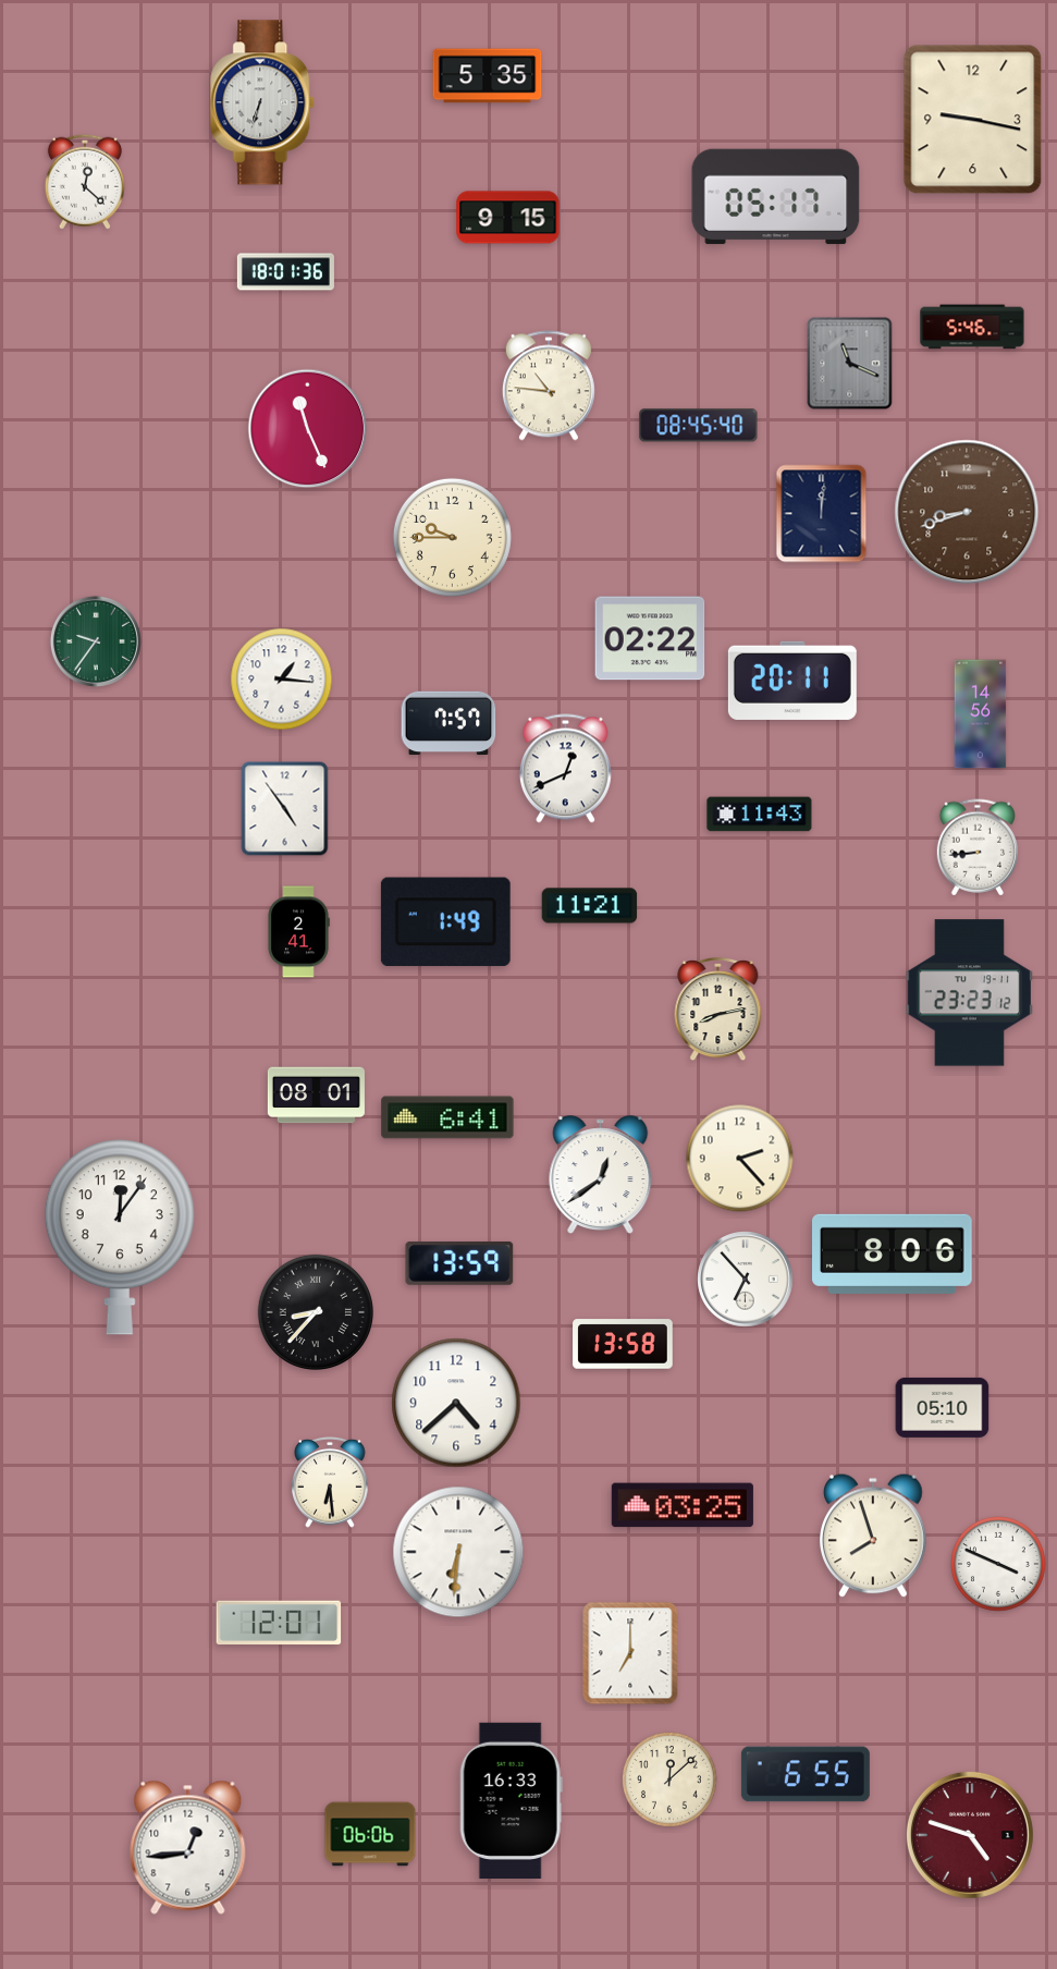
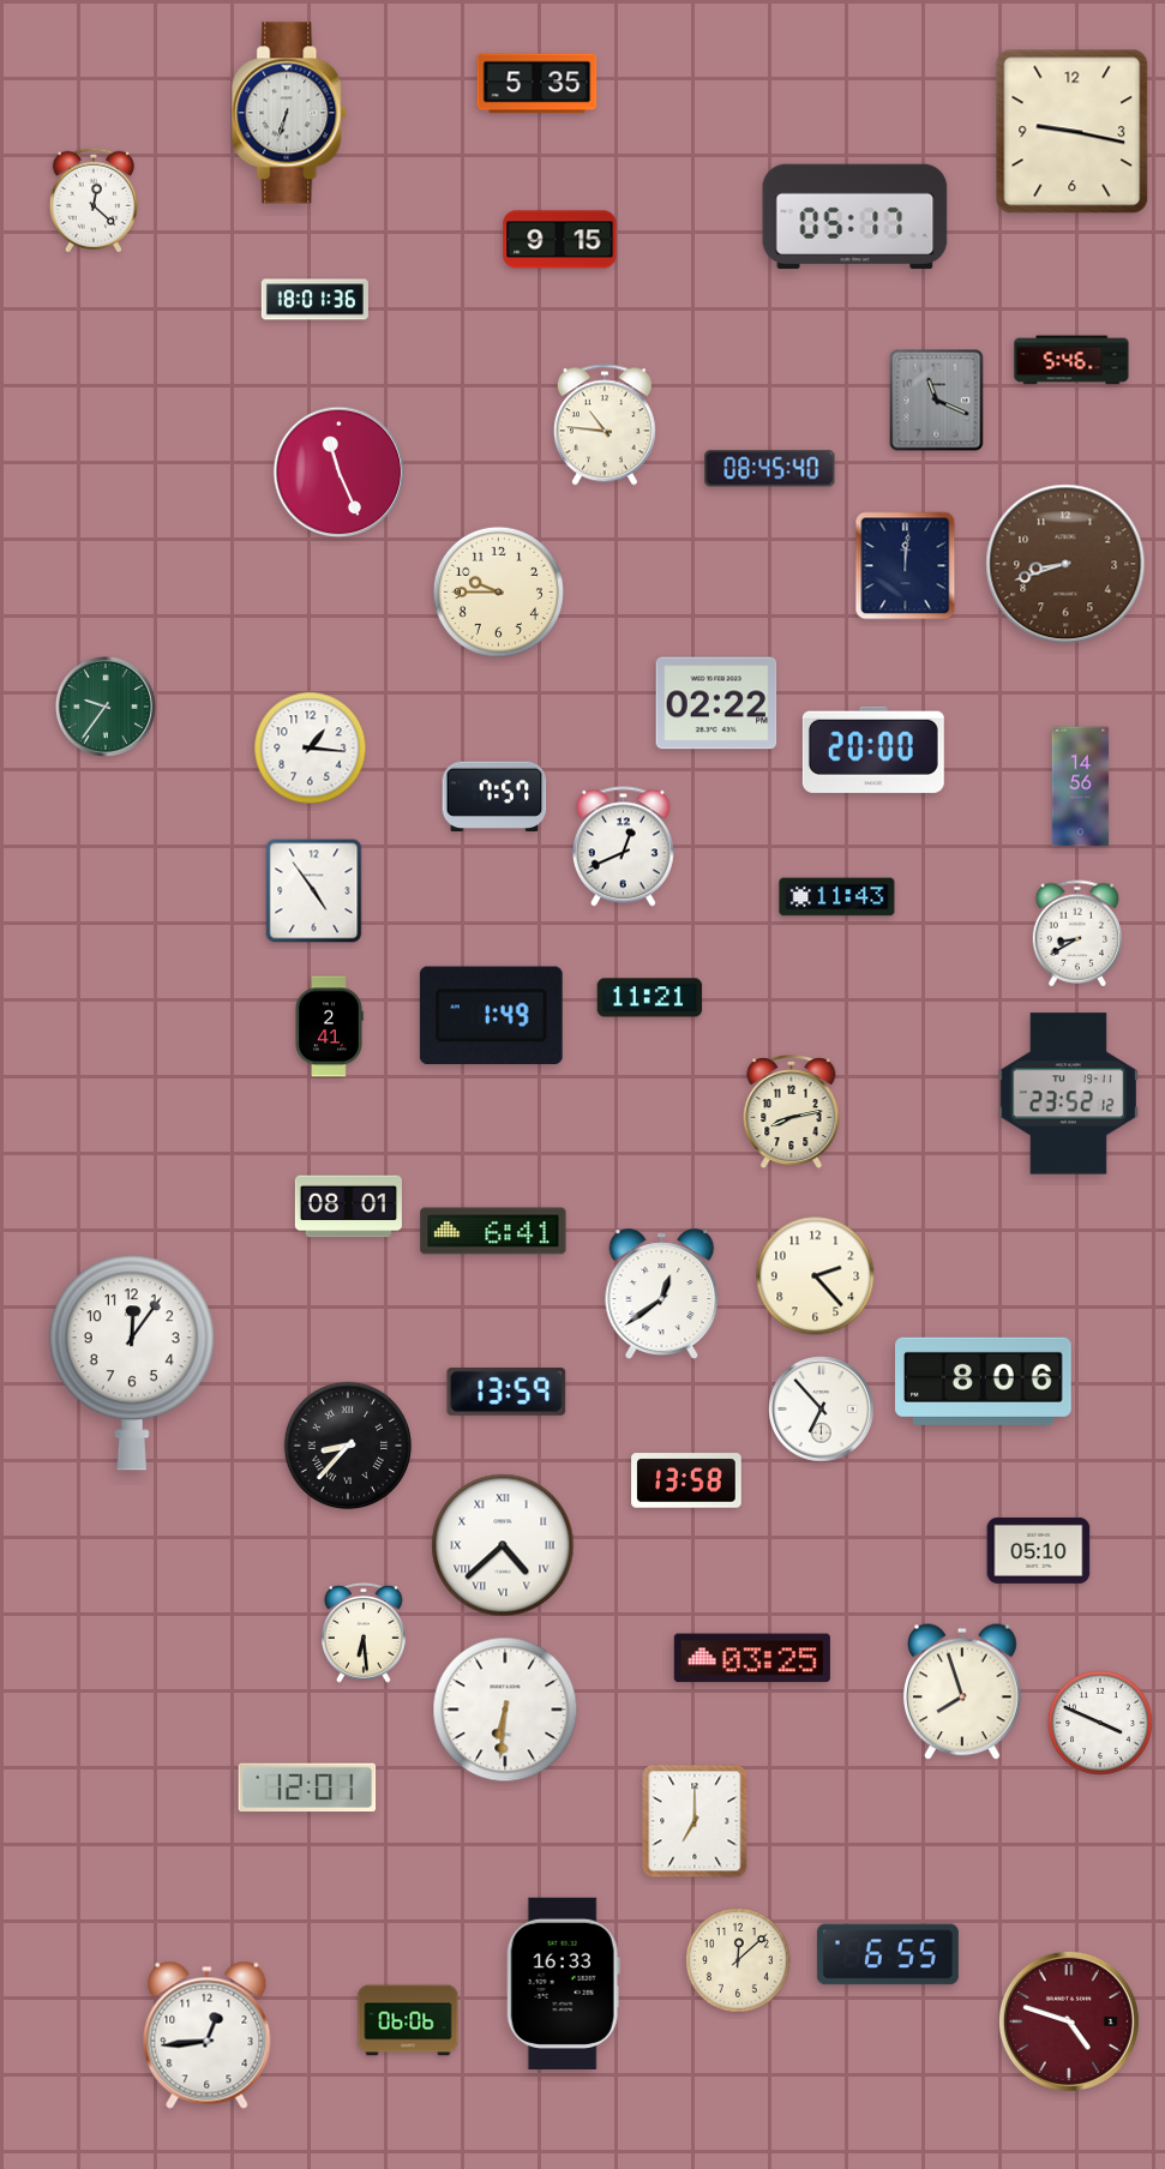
clock at (792, 681): 20:11 -> 20:00
clock at (976, 847): 8:44 -> 8:40
clock at (969, 993): 23:23 -> 23:52
clock at (456, 1403) numerals: Arabic -> Roman
